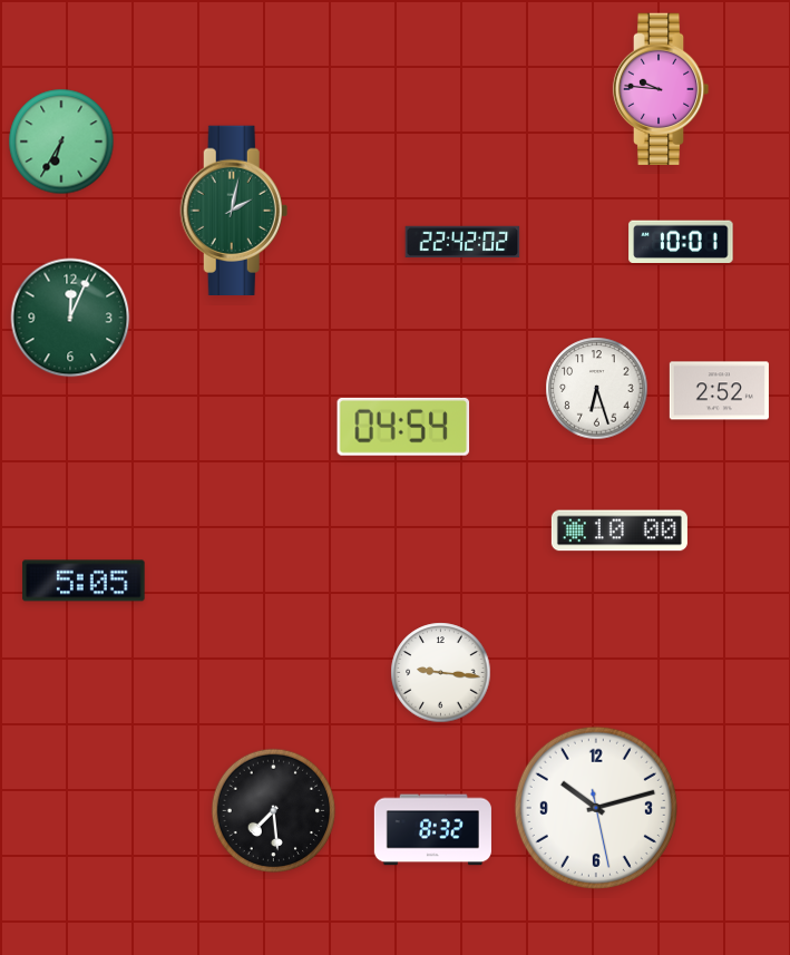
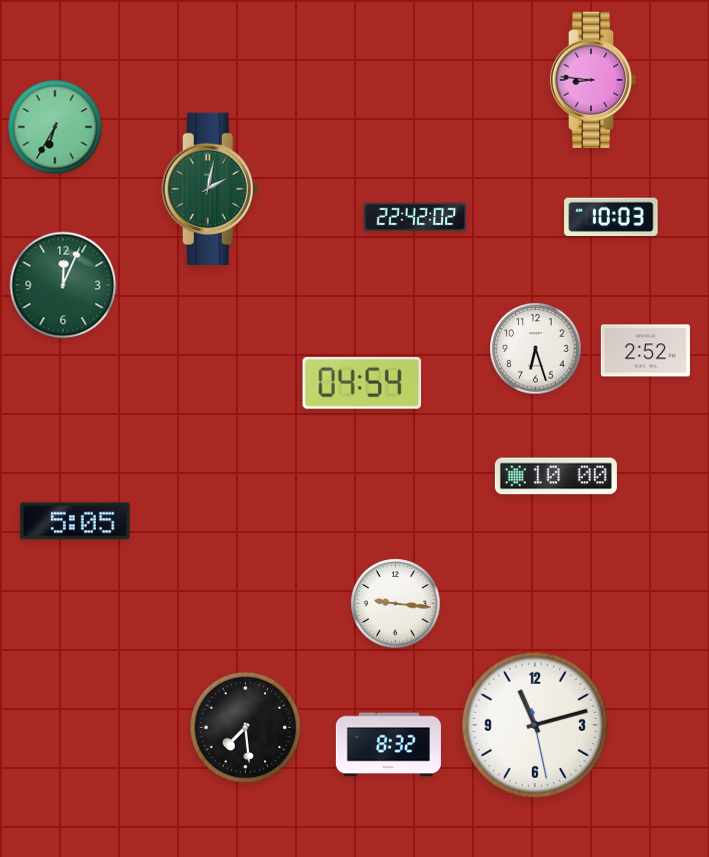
clock at (661, 88): 9:46 -> 8:46
clock at (681, 241): 10:01 -> 10:03
clock at (596, 808): 10:12 -> 11:12
